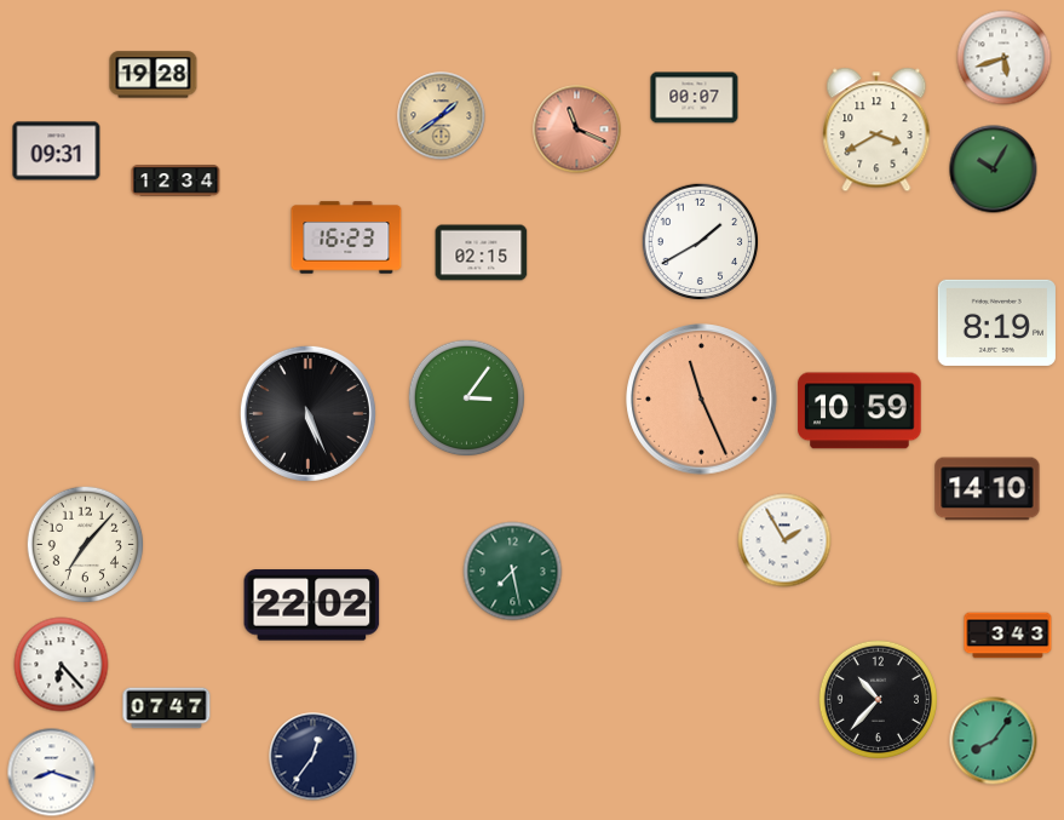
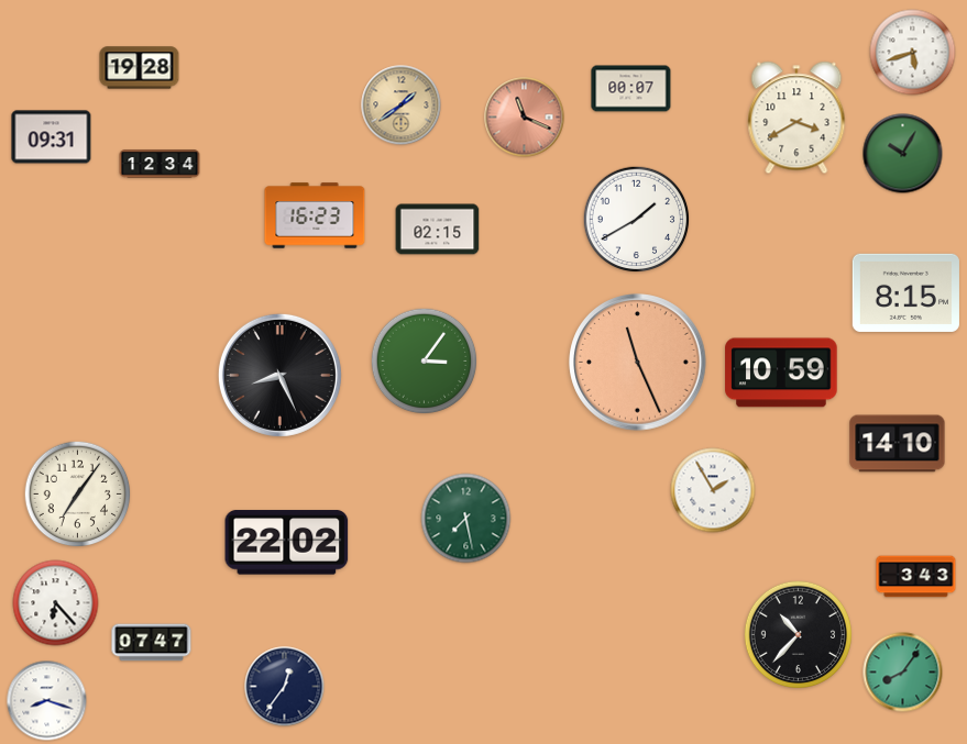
clock at (996, 322): 8:19 -> 8:15
clock at (307, 413): 5:26 -> 8:26
clock at (86, 545): 7:07 -> 7:06
clock at (312, 606) position: (312, 606) -> (287, 543)
